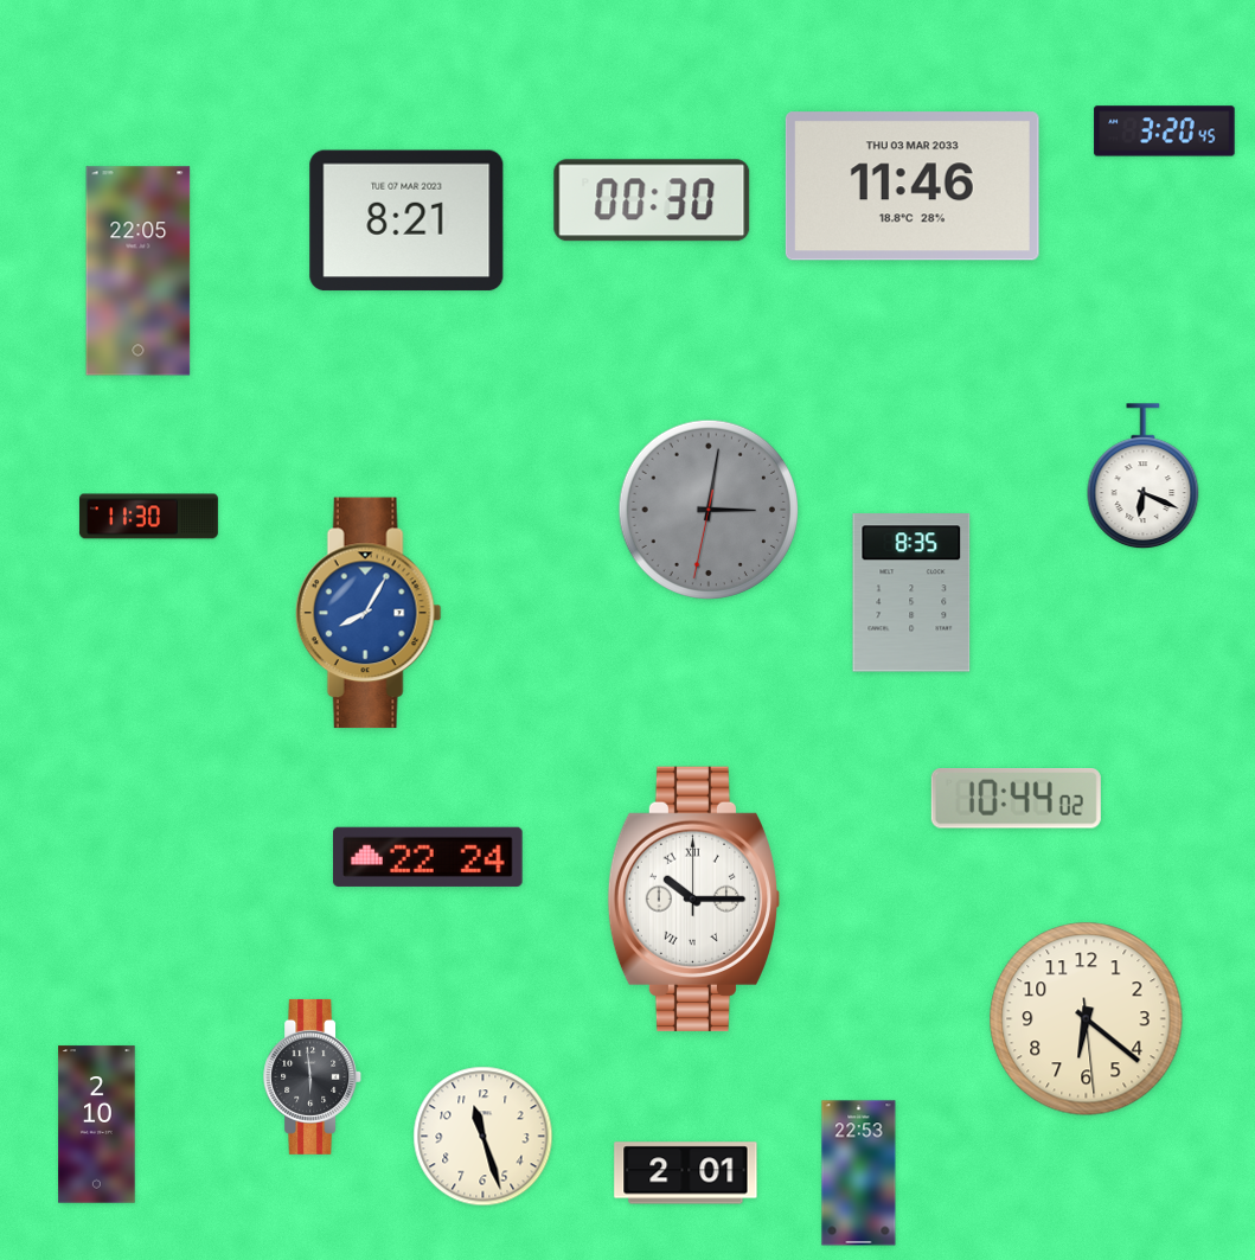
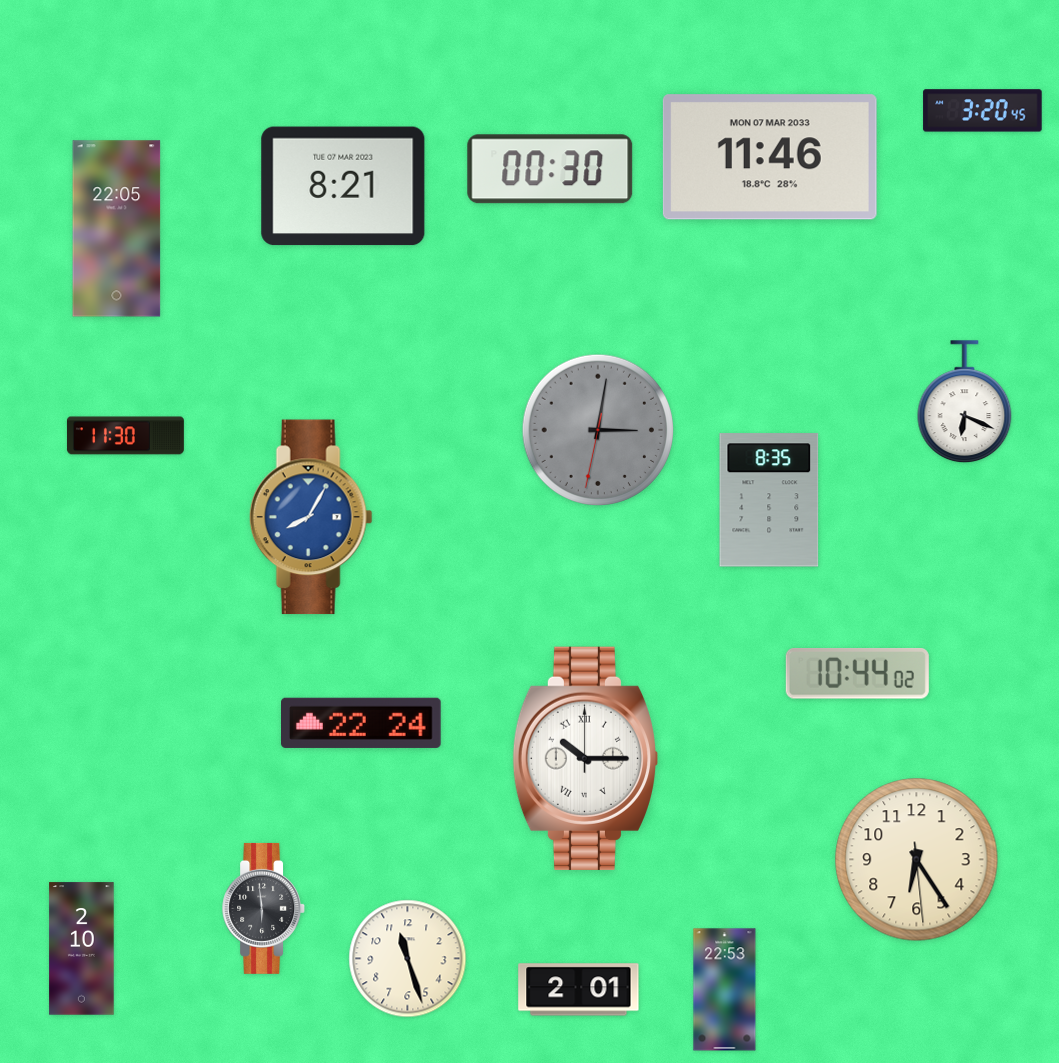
clock at (913, 186) date: THU 03 MAR 2033 -> MON 07 MAR 2033
clock at (1087, 1019): 6:21 -> 6:24
